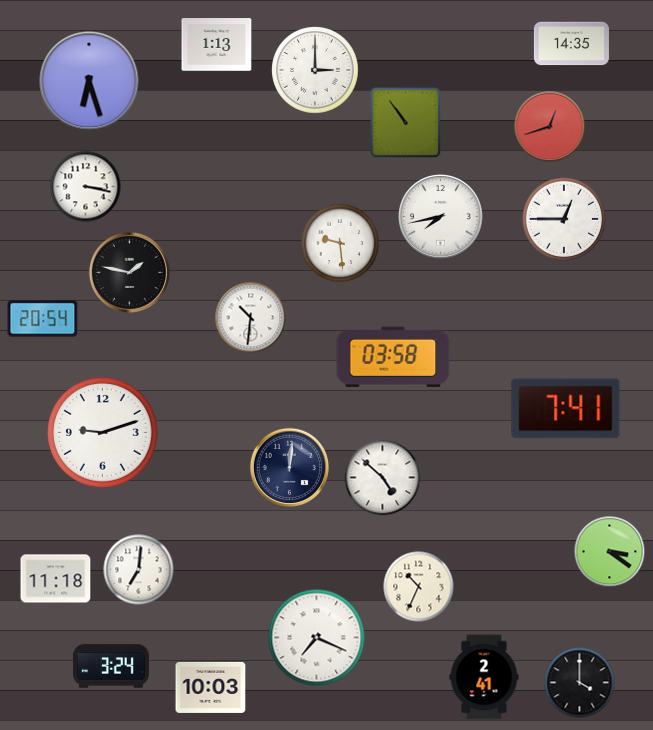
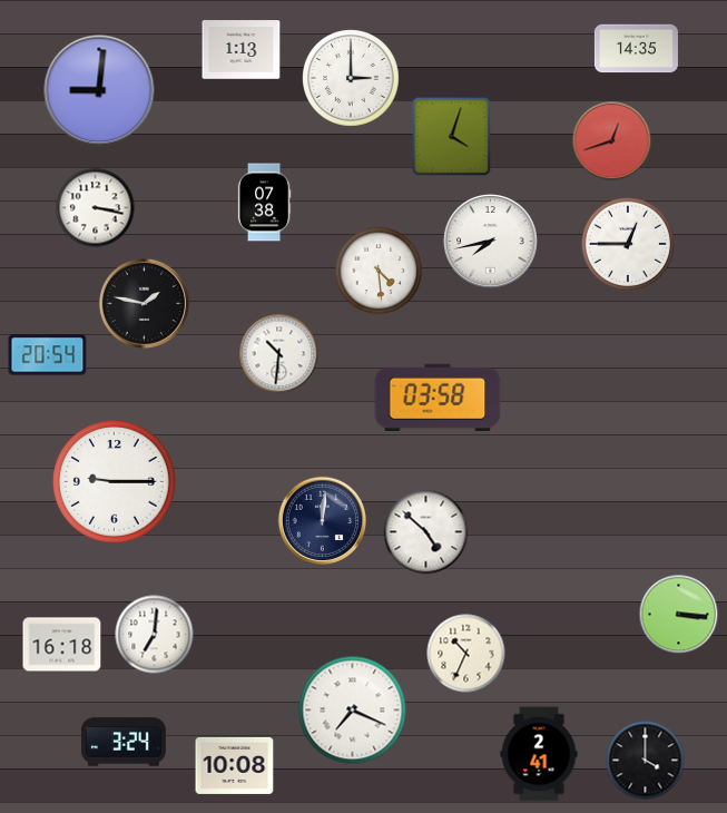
clock at (89, 81): 6:27 -> 9:01
clock at (406, 123): 10:54 -> 4:03
clock at (264, 203): none -> 07:38
clock at (340, 243): 9:29 -> 4:29
clock at (566, 409): 7:41 -> none
clock at (103, 433): 9:12 -> 9:15
clock at (610, 552): 3:21 -> 3:16
clock at (56, 579): 11:18 -> 16:18
clock at (211, 687): 10:03 -> 10:08
